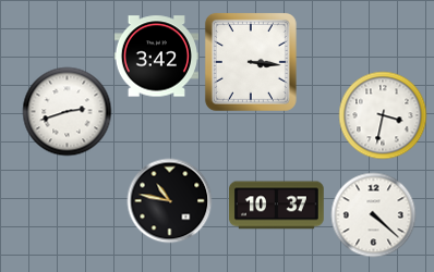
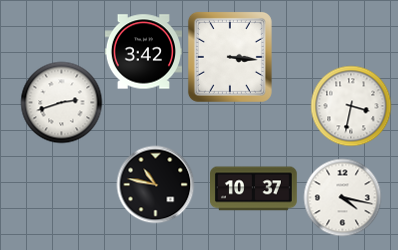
clock at (373, 214): 4:22 -> 4:17
